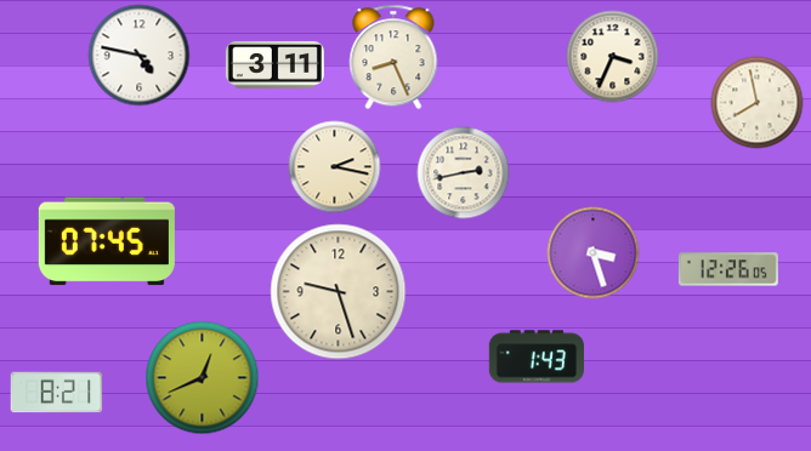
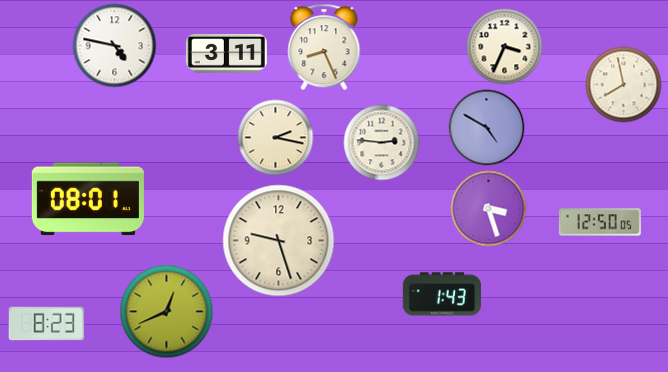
clock at (487, 128): none -> 4:50
clock at (464, 173): 2:43 -> 2:46
clock at (107, 241): 07:45 -> 08:01
clock at (728, 269): 12:26 -> 12:50
clock at (57, 393): 8:21 -> 8:23
